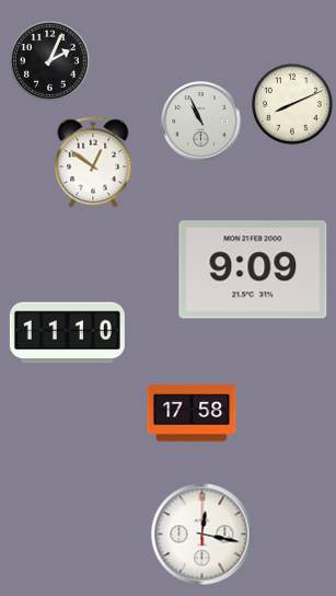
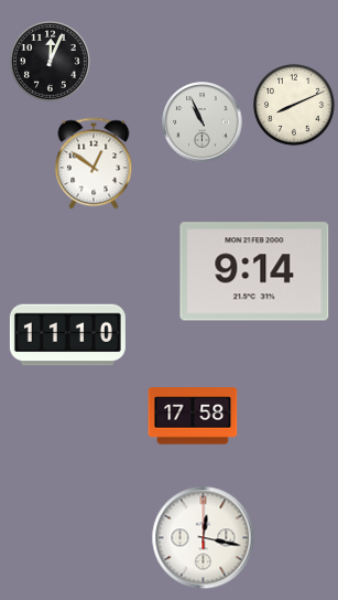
clock at (49, 60): 2:04 -> 12:04
clock at (253, 270): 9:09 -> 9:14
